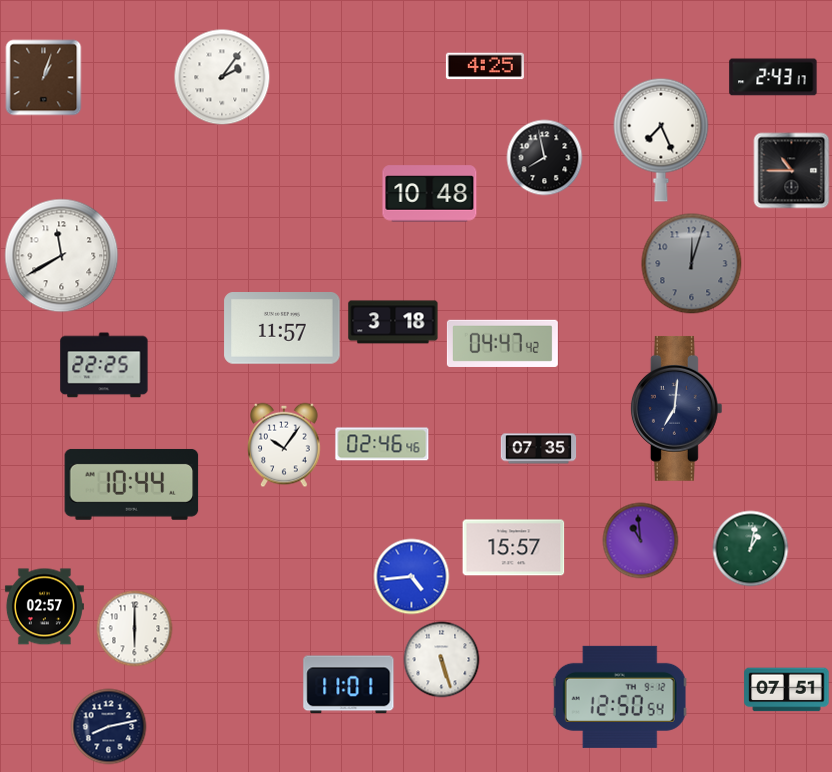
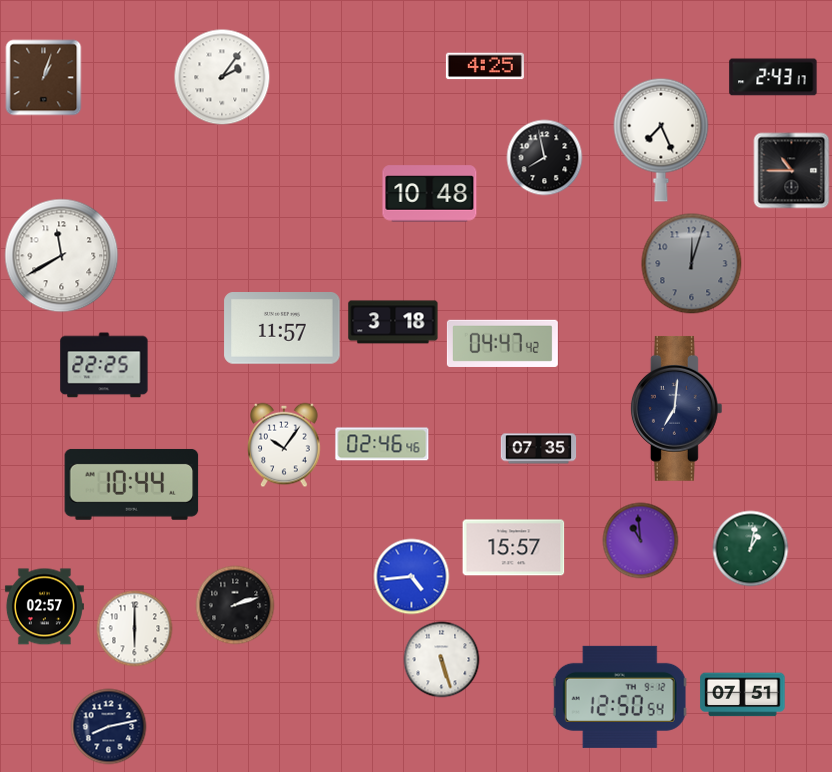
clock at (235, 605): none -> 2:12
clock at (349, 685): 11:01 -> none
clock at (787, 690) position: (787, 690) -> (743, 695)
